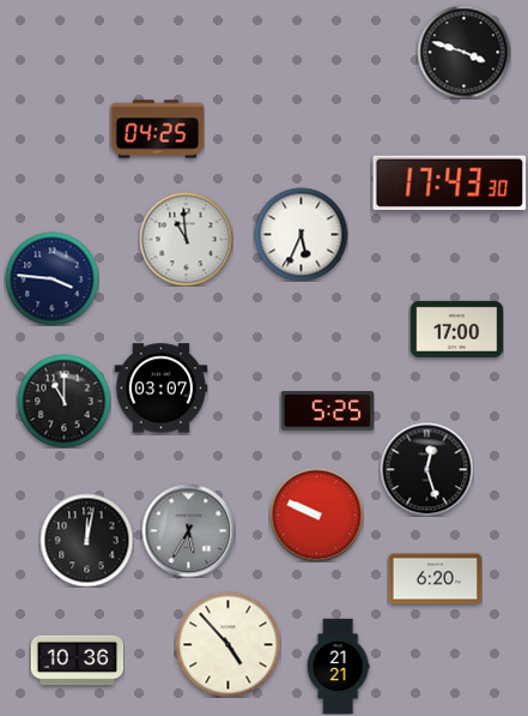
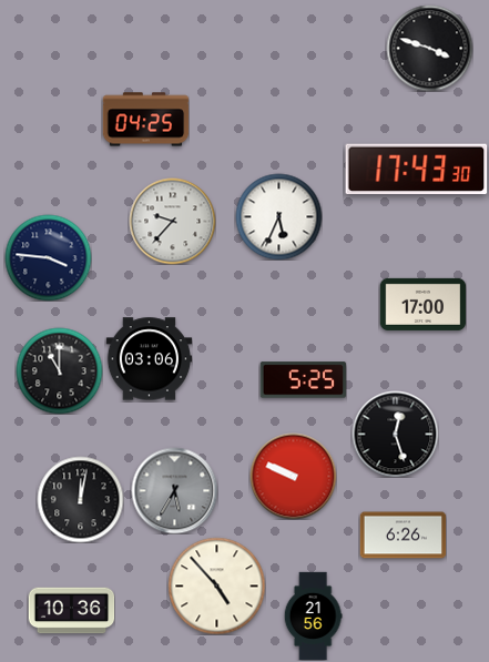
clock at (186, 239): 10:59 -> 9:37
clock at (160, 389): 03:07 -> 03:06
clock at (435, 579): 6:20 -> 6:26
clock at (227, 644) position: (227, 644) -> (216, 585)
clock at (338, 666): 21:21 -> 21:56
